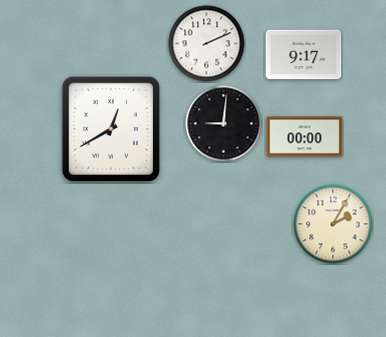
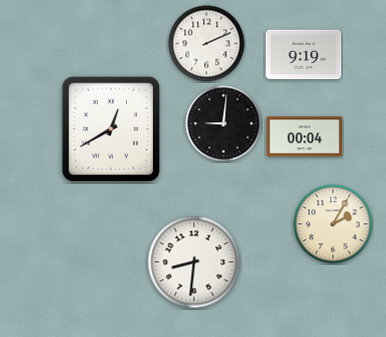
clock at (304, 55): 9:17 -> 9:19
clock at (305, 137): 00:00 -> 00:04
clock at (194, 262): none -> 8:31
